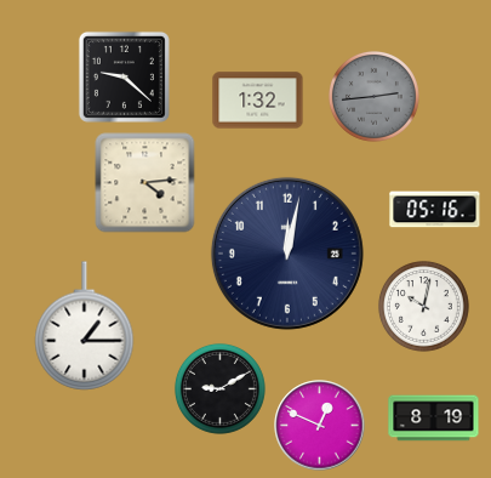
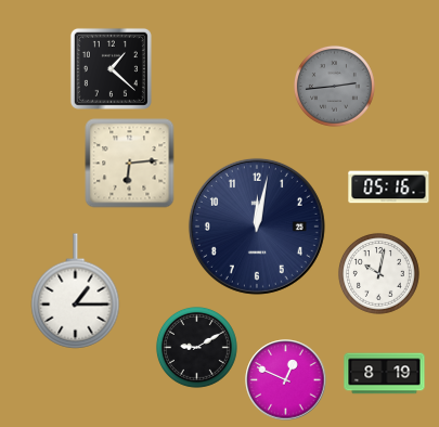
clock at (124, 76): 9:22 -> 1:22
clock at (258, 101): 1:32 -> none
clock at (145, 183): 4:14 -> 6:14
clock at (434, 419) position: (434, 419) -> (385, 374)
